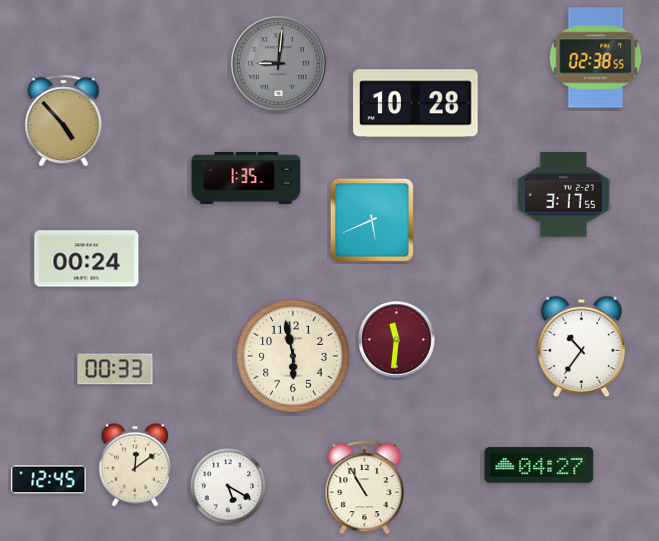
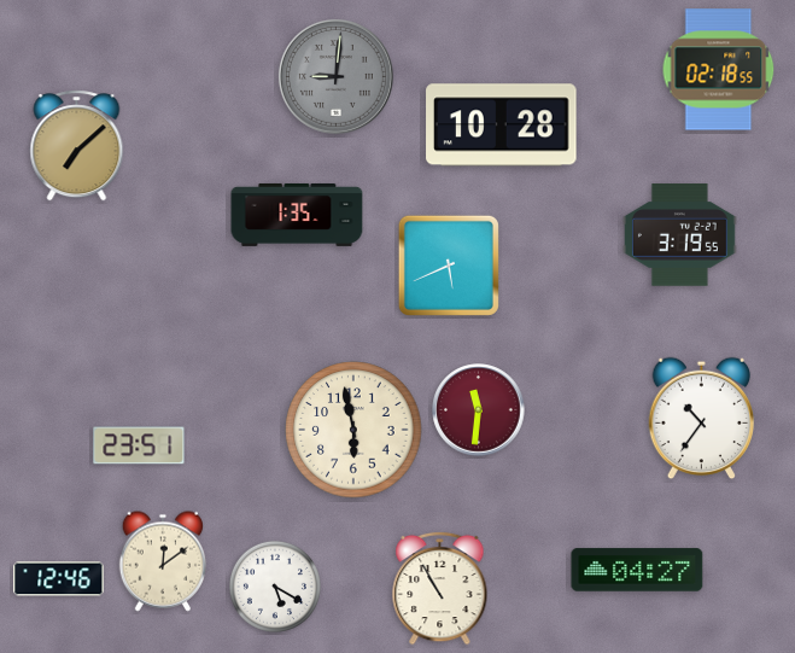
clock at (596, 58): 02:38 -> 02:18
clock at (64, 121): 4:53 -> 7:08
clock at (563, 195): 3:17 -> 3:19
clock at (87, 259): 00:24 -> none
clock at (115, 369): 00:33 -> 23:51
clock at (539, 465) position: (539, 465) -> (637, 570)
clock at (49, 480): 12:45 -> 12:46
